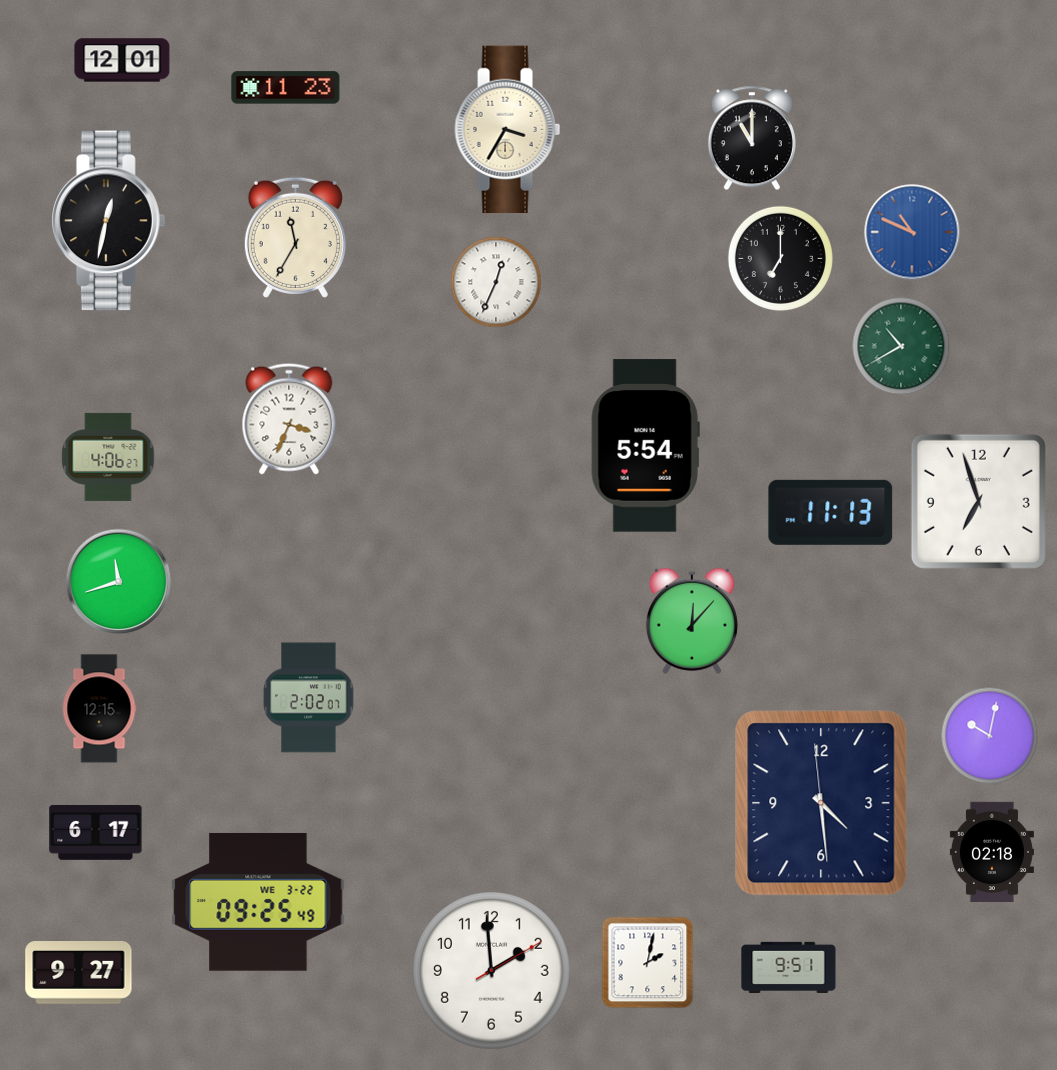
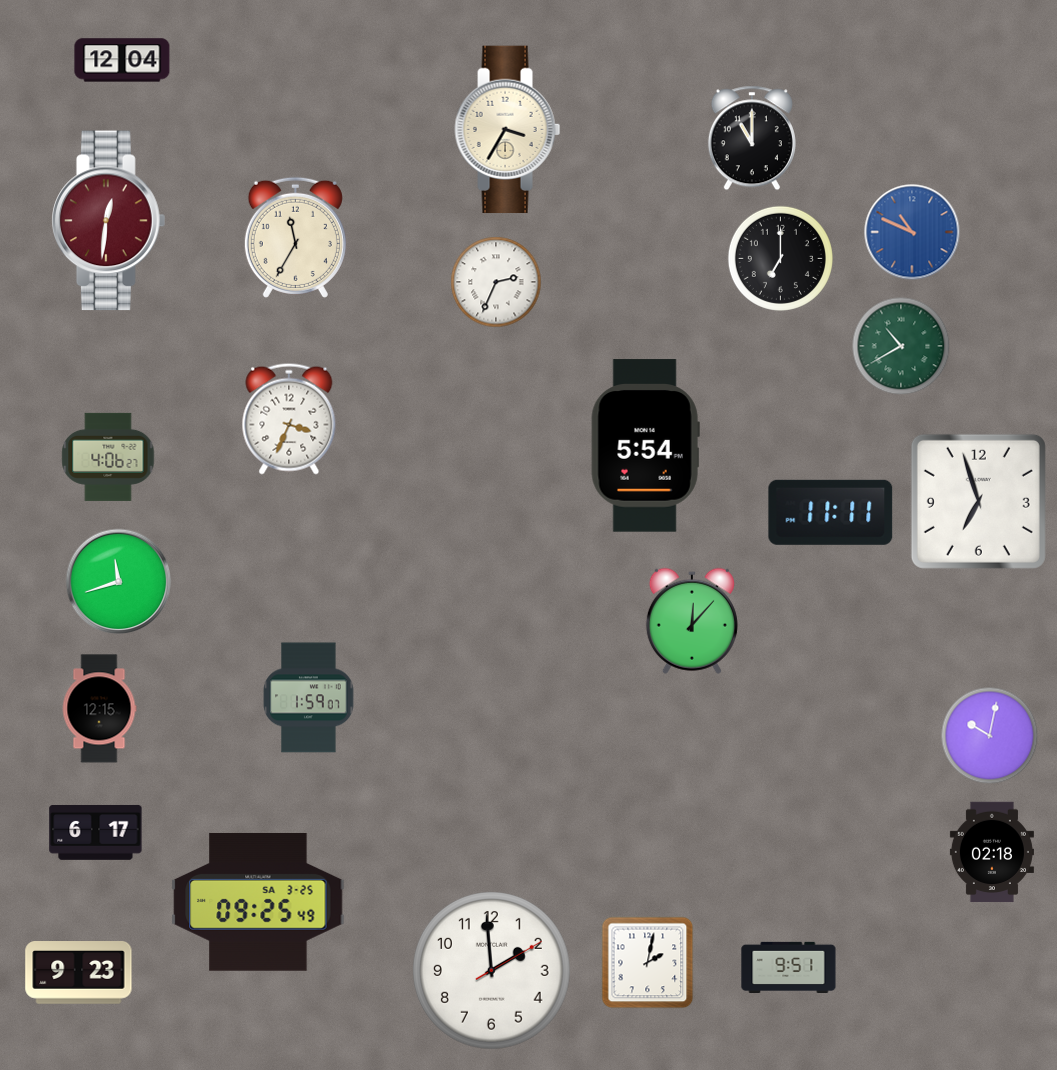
clock at (122, 60): 12:01 -> 12:04
clock at (286, 88): 11:23 -> none
clock at (109, 221): 12:32 -> 12:31
clock at (109, 221) dial: black -> burgundy
clock at (496, 282): 12:34 -> 2:34
clock at (831, 512): 11:13 -> 11:11
clock at (309, 698): 2:02 -> 1:59
clock at (821, 803): 4:28 -> none
clock at (258, 902) date: WE 3-22 -> SA 3-25
clock at (79, 973): 9:27 -> 9:23
